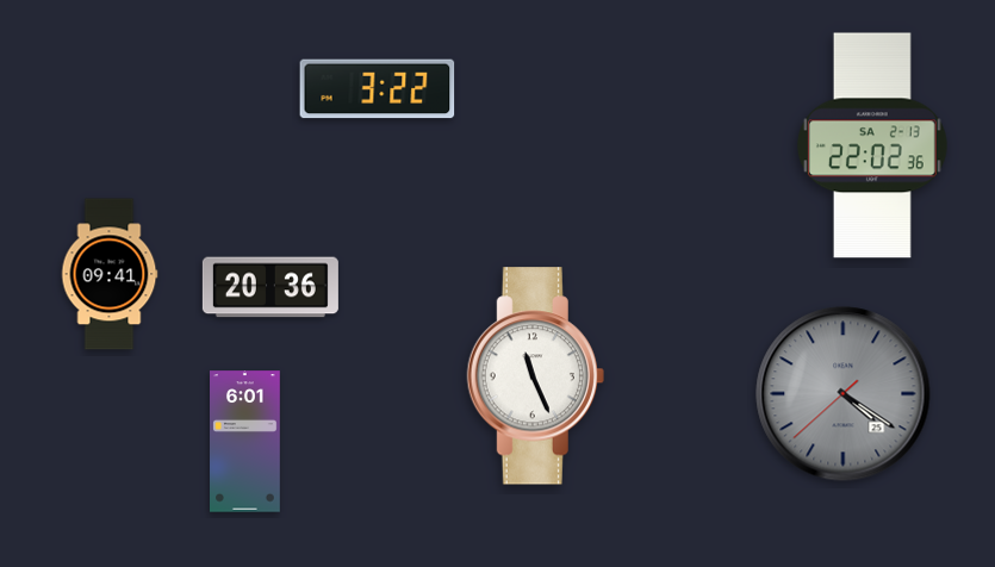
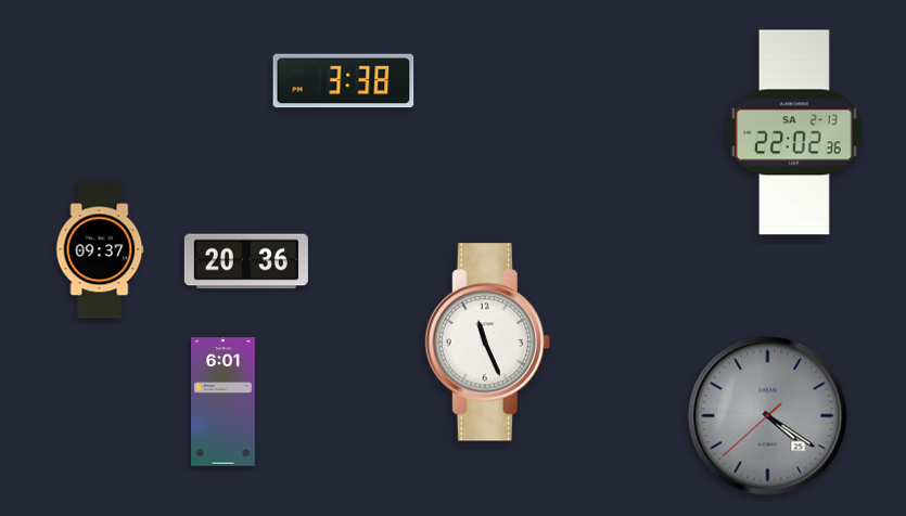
clock at (378, 89): 3:22 -> 3:38
clock at (110, 274): 09:41 -> 09:37
clock at (844, 394) position: (844, 394) -> (768, 416)
